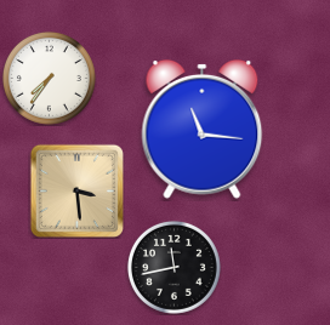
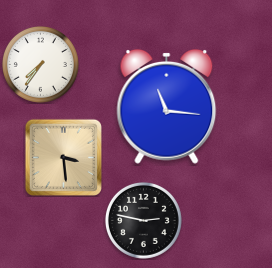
clock at (173, 267): 11:43 -> 2:47
